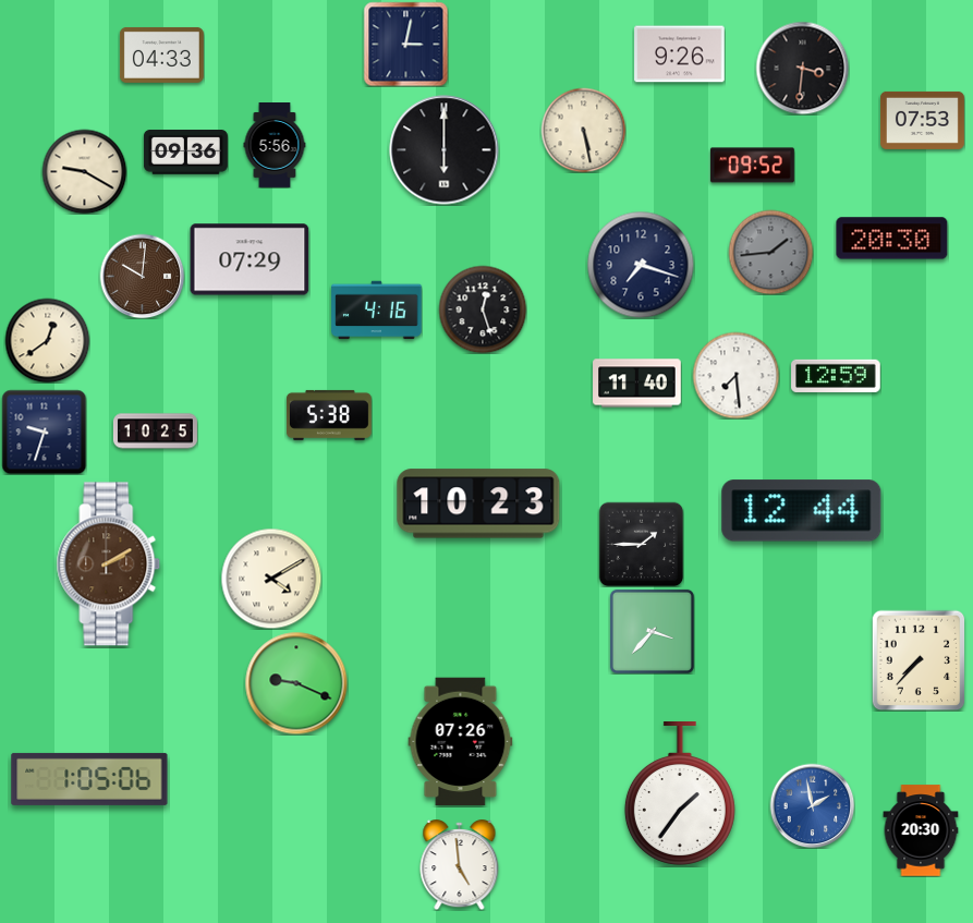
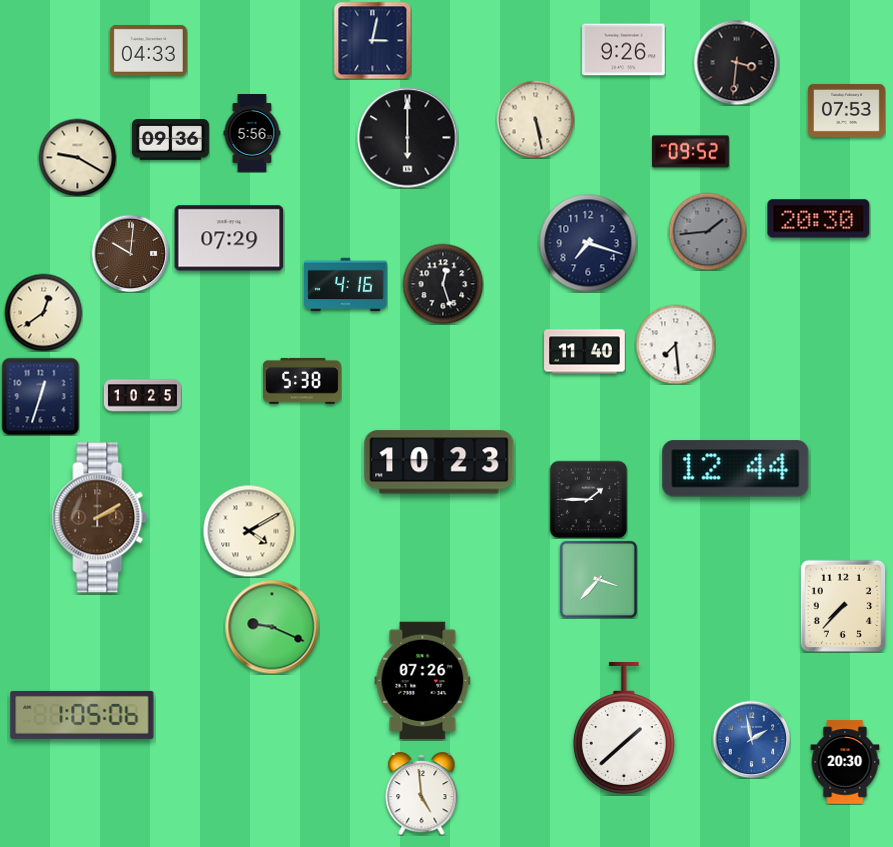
clock at (836, 376): 12:59 -> none
clock at (44, 432): 9:33 -> 12:33
clock at (680, 794): 1:36 -> 1:38
clock at (812, 805) position: (812, 805) -> (751, 739)
